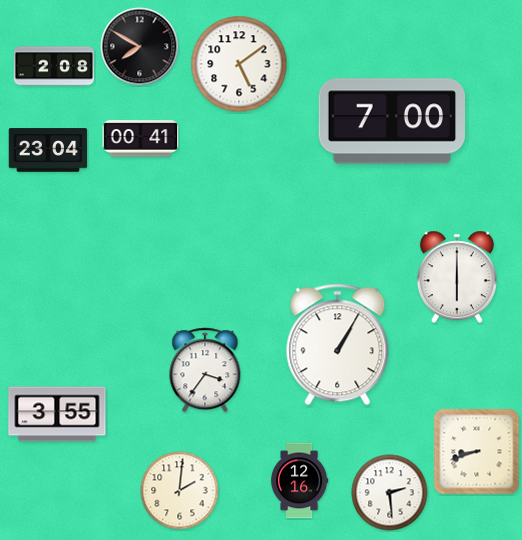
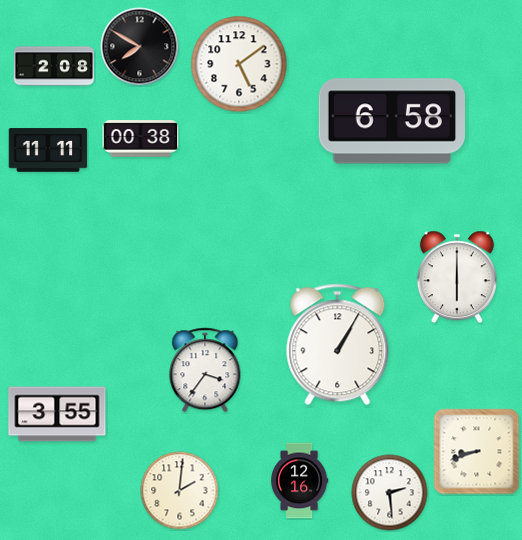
clock at (392, 121): 7:00 -> 6:58
clock at (141, 139): 00:41 -> 00:38
clock at (48, 150): 23:04 -> 11:11
